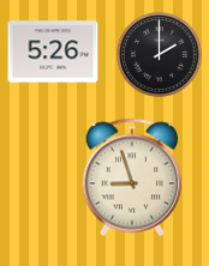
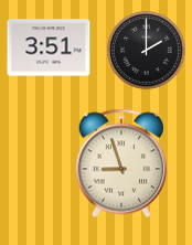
clock at (53, 52): 5:26 -> 3:51
